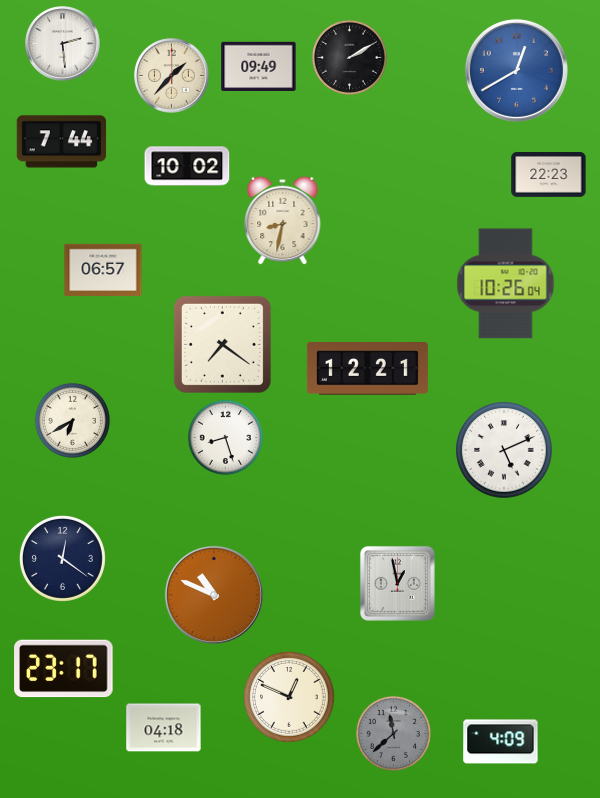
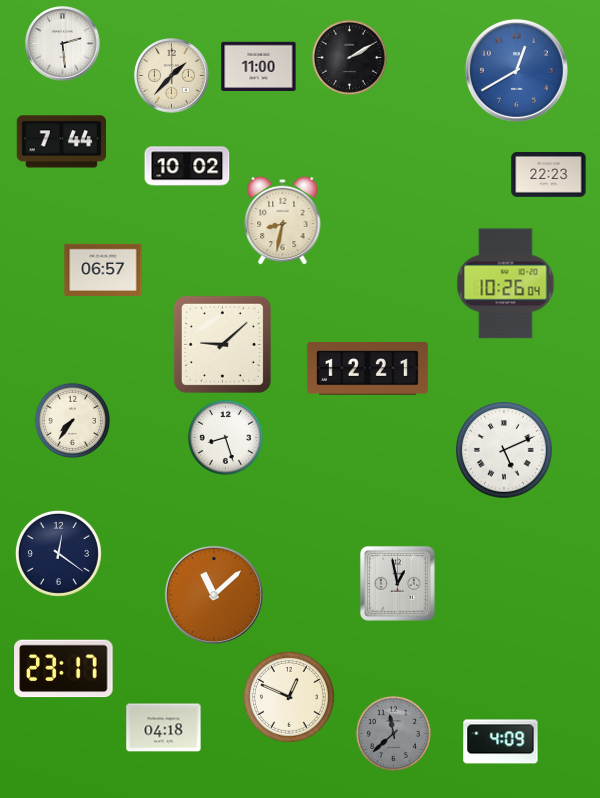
clock at (259, 66): 09:49 -> 11:00
clock at (222, 344): 7:21 -> 9:08
clock at (72, 420): 6:40 -> 7:36
clock at (62, 558) position: (62, 558) -> (58, 553)
clock at (214, 595): 10:49 -> 11:08
